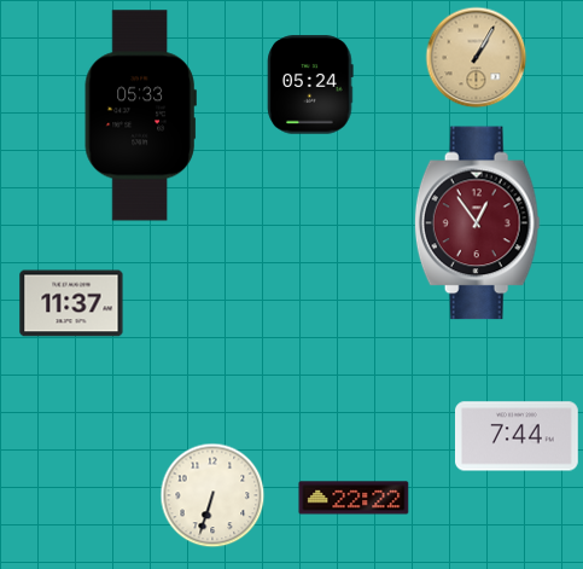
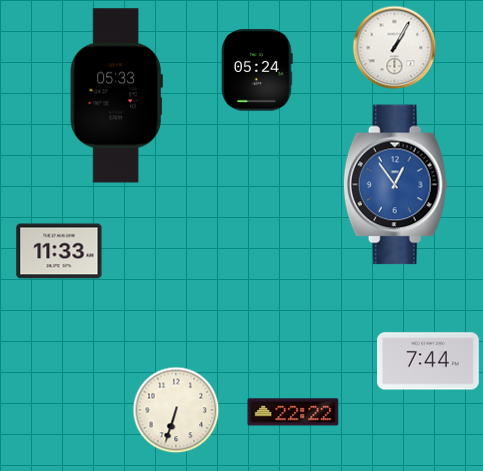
clock at (477, 58) dial: champagne -> white
clock at (477, 223) dial: burgundy -> blue
clock at (71, 303): 11:37 -> 11:33
